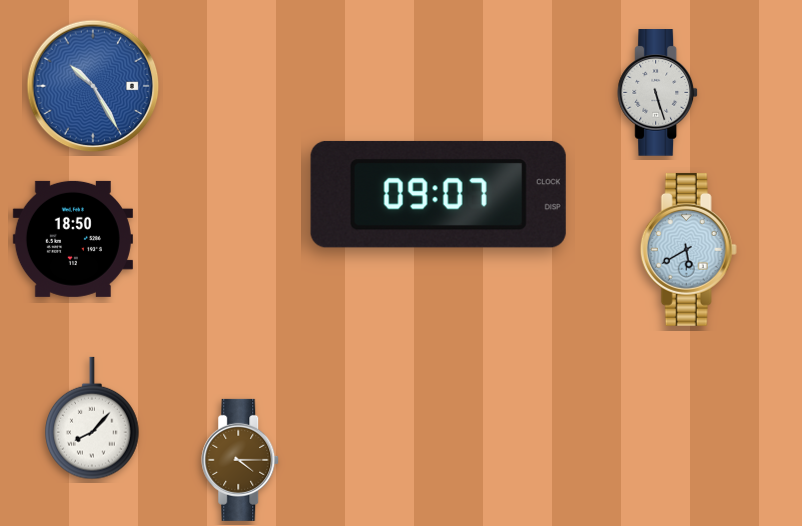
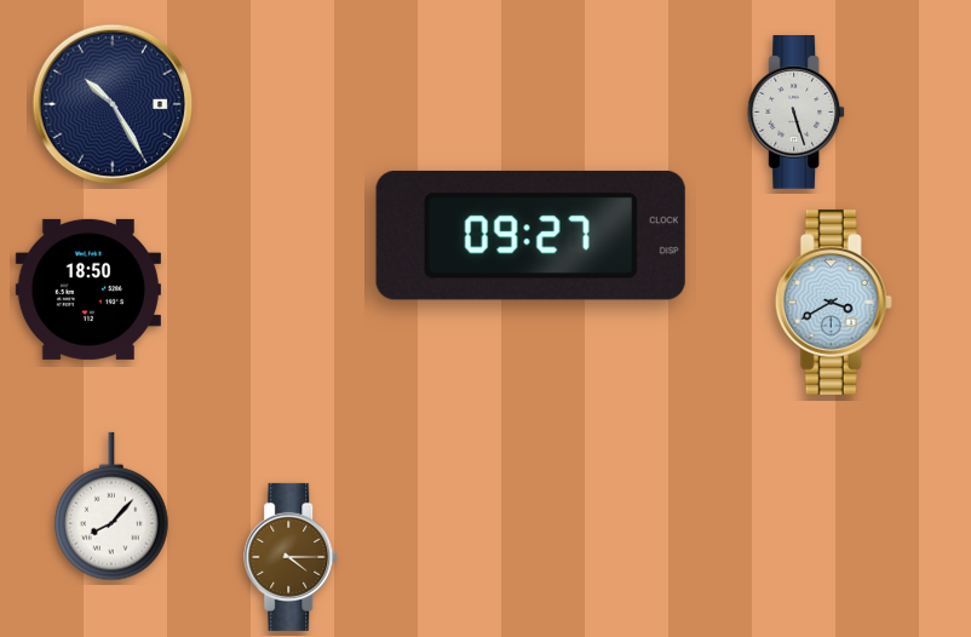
clock at (93, 86) dial: blue -> navy
clock at (438, 194): 09:07 -> 09:27
clock at (688, 249): 5:40 -> 3:40
